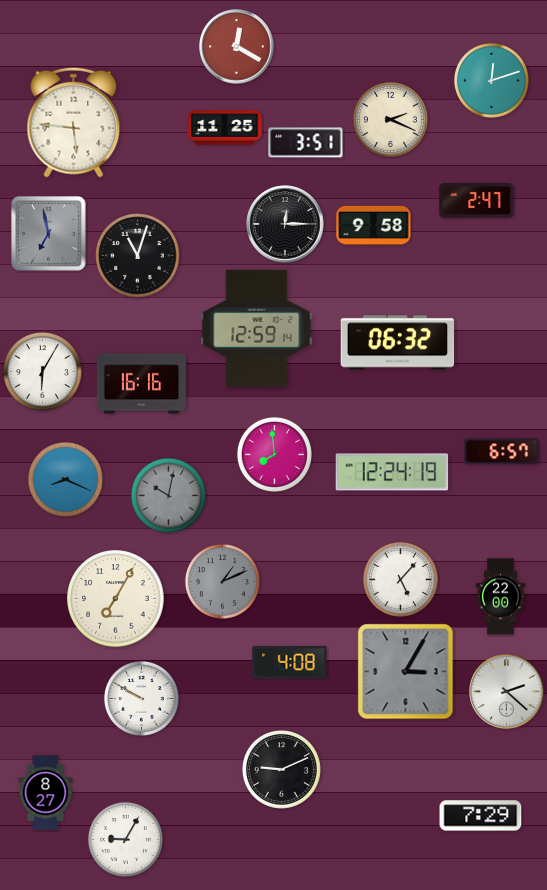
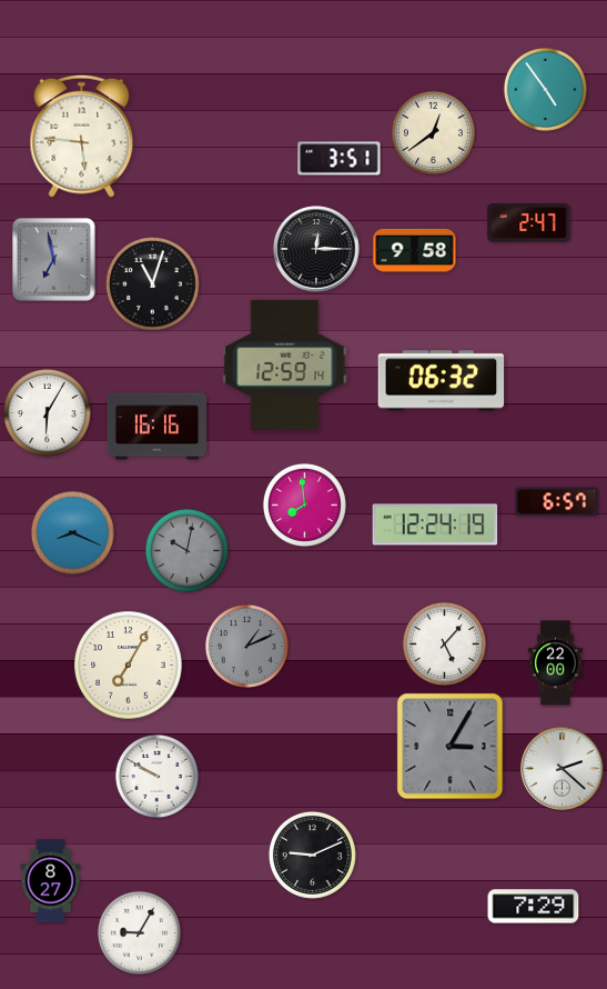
clock at (237, 47): 12:20 -> none
clock at (491, 80): 12:12 -> 4:54
clock at (390, 119): 2:19 -> 12:39
clock at (225, 128): 11:25 -> none
clock at (290, 662): 4:08 -> none
